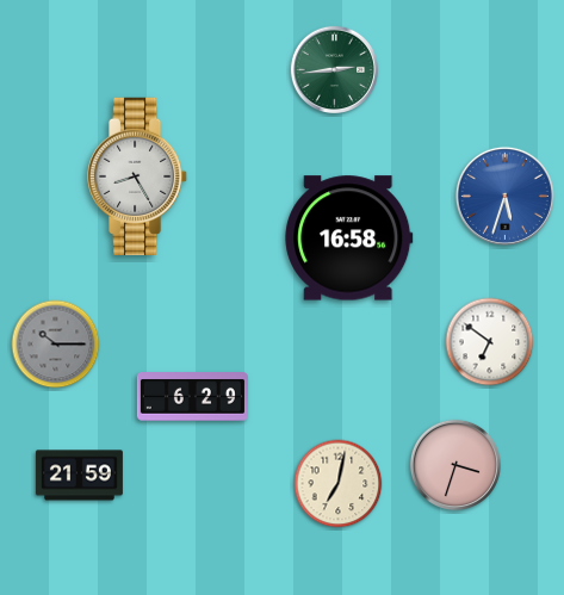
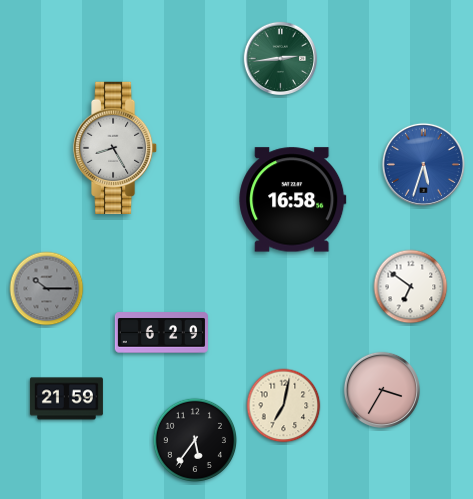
clock at (455, 465): 3:33 -> 3:35
clock at (194, 439): none -> 5:36
